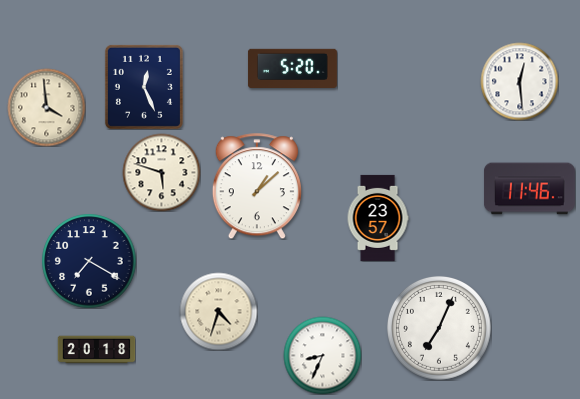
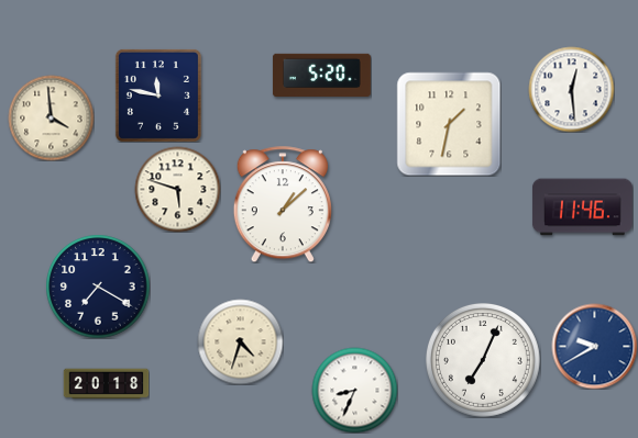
clock at (144, 87): 12:26 -> 11:47
clock at (449, 124): none -> 1:32
clock at (378, 218): 23:57 -> none
clock at (594, 346): none -> 9:40
